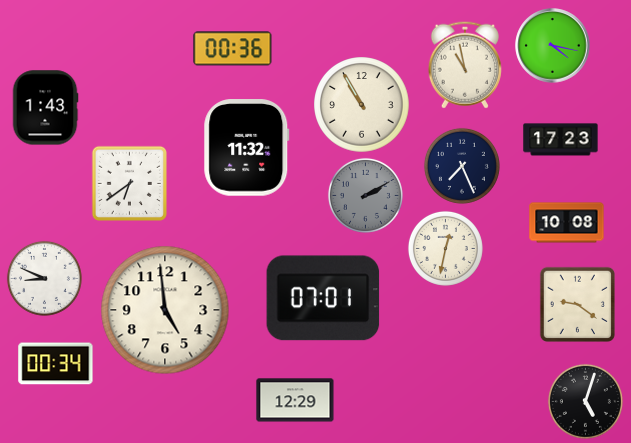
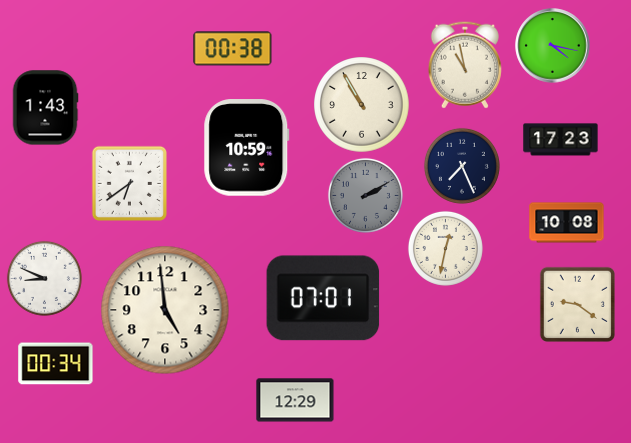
clock at (233, 49): 00:36 -> 00:38
clock at (247, 148): 11:32 -> 10:59
clock at (585, 401): 5:03 -> none
